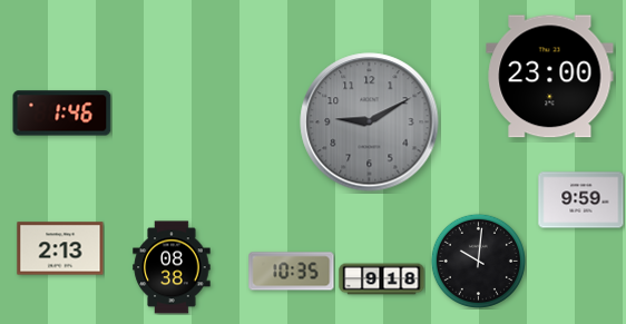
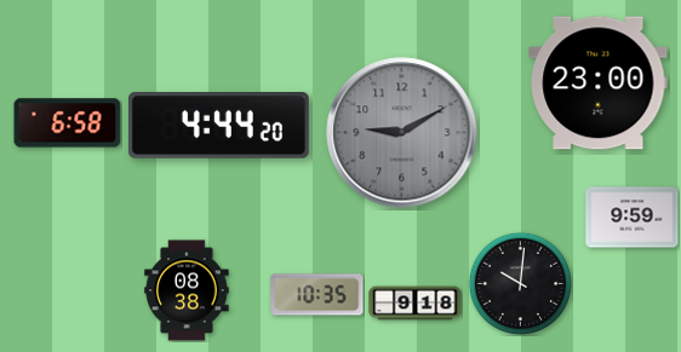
clock at (62, 114): 1:46 -> 6:58
clock at (218, 126): none -> 4:44
clock at (60, 248): 2:13 -> none
